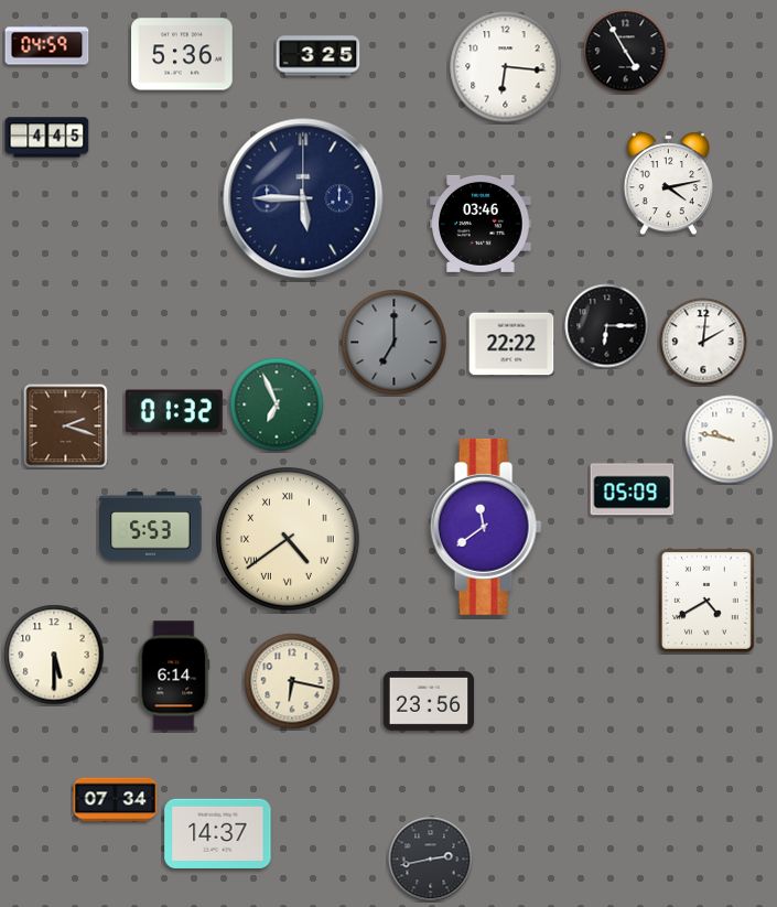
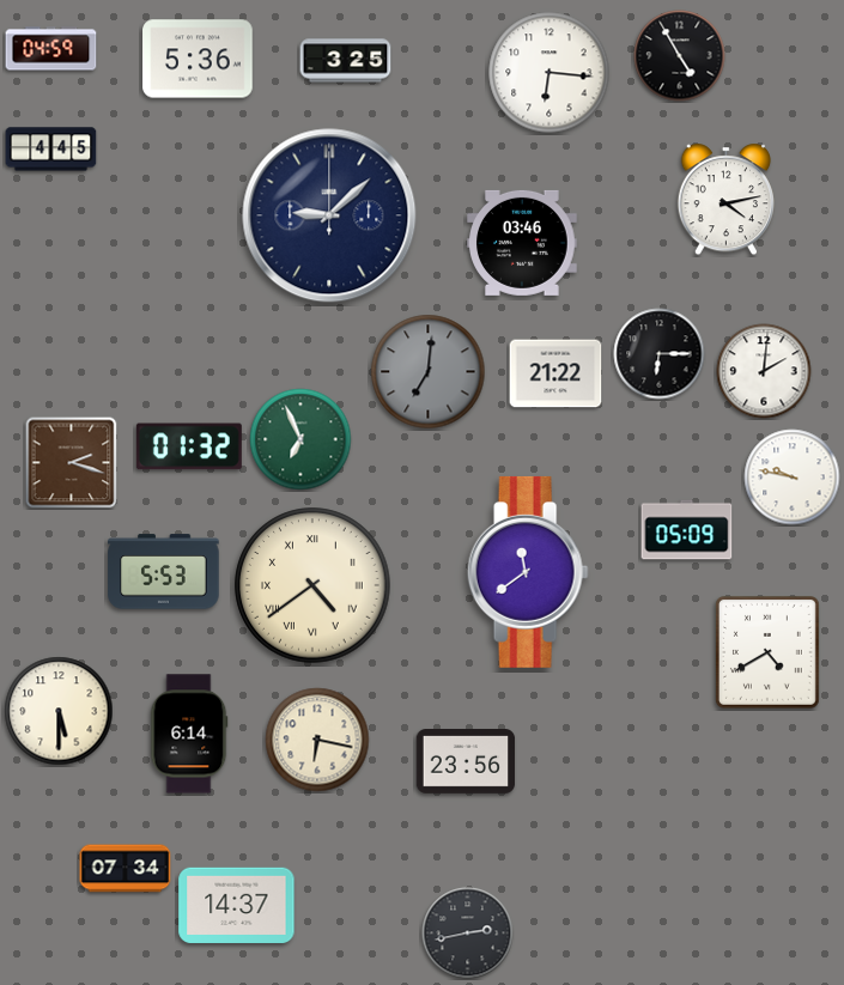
clock at (303, 198): 5:45 -> 9:08
clock at (395, 343): 7:00 -> 7:01
clock at (511, 344): 22:22 -> 21:22
